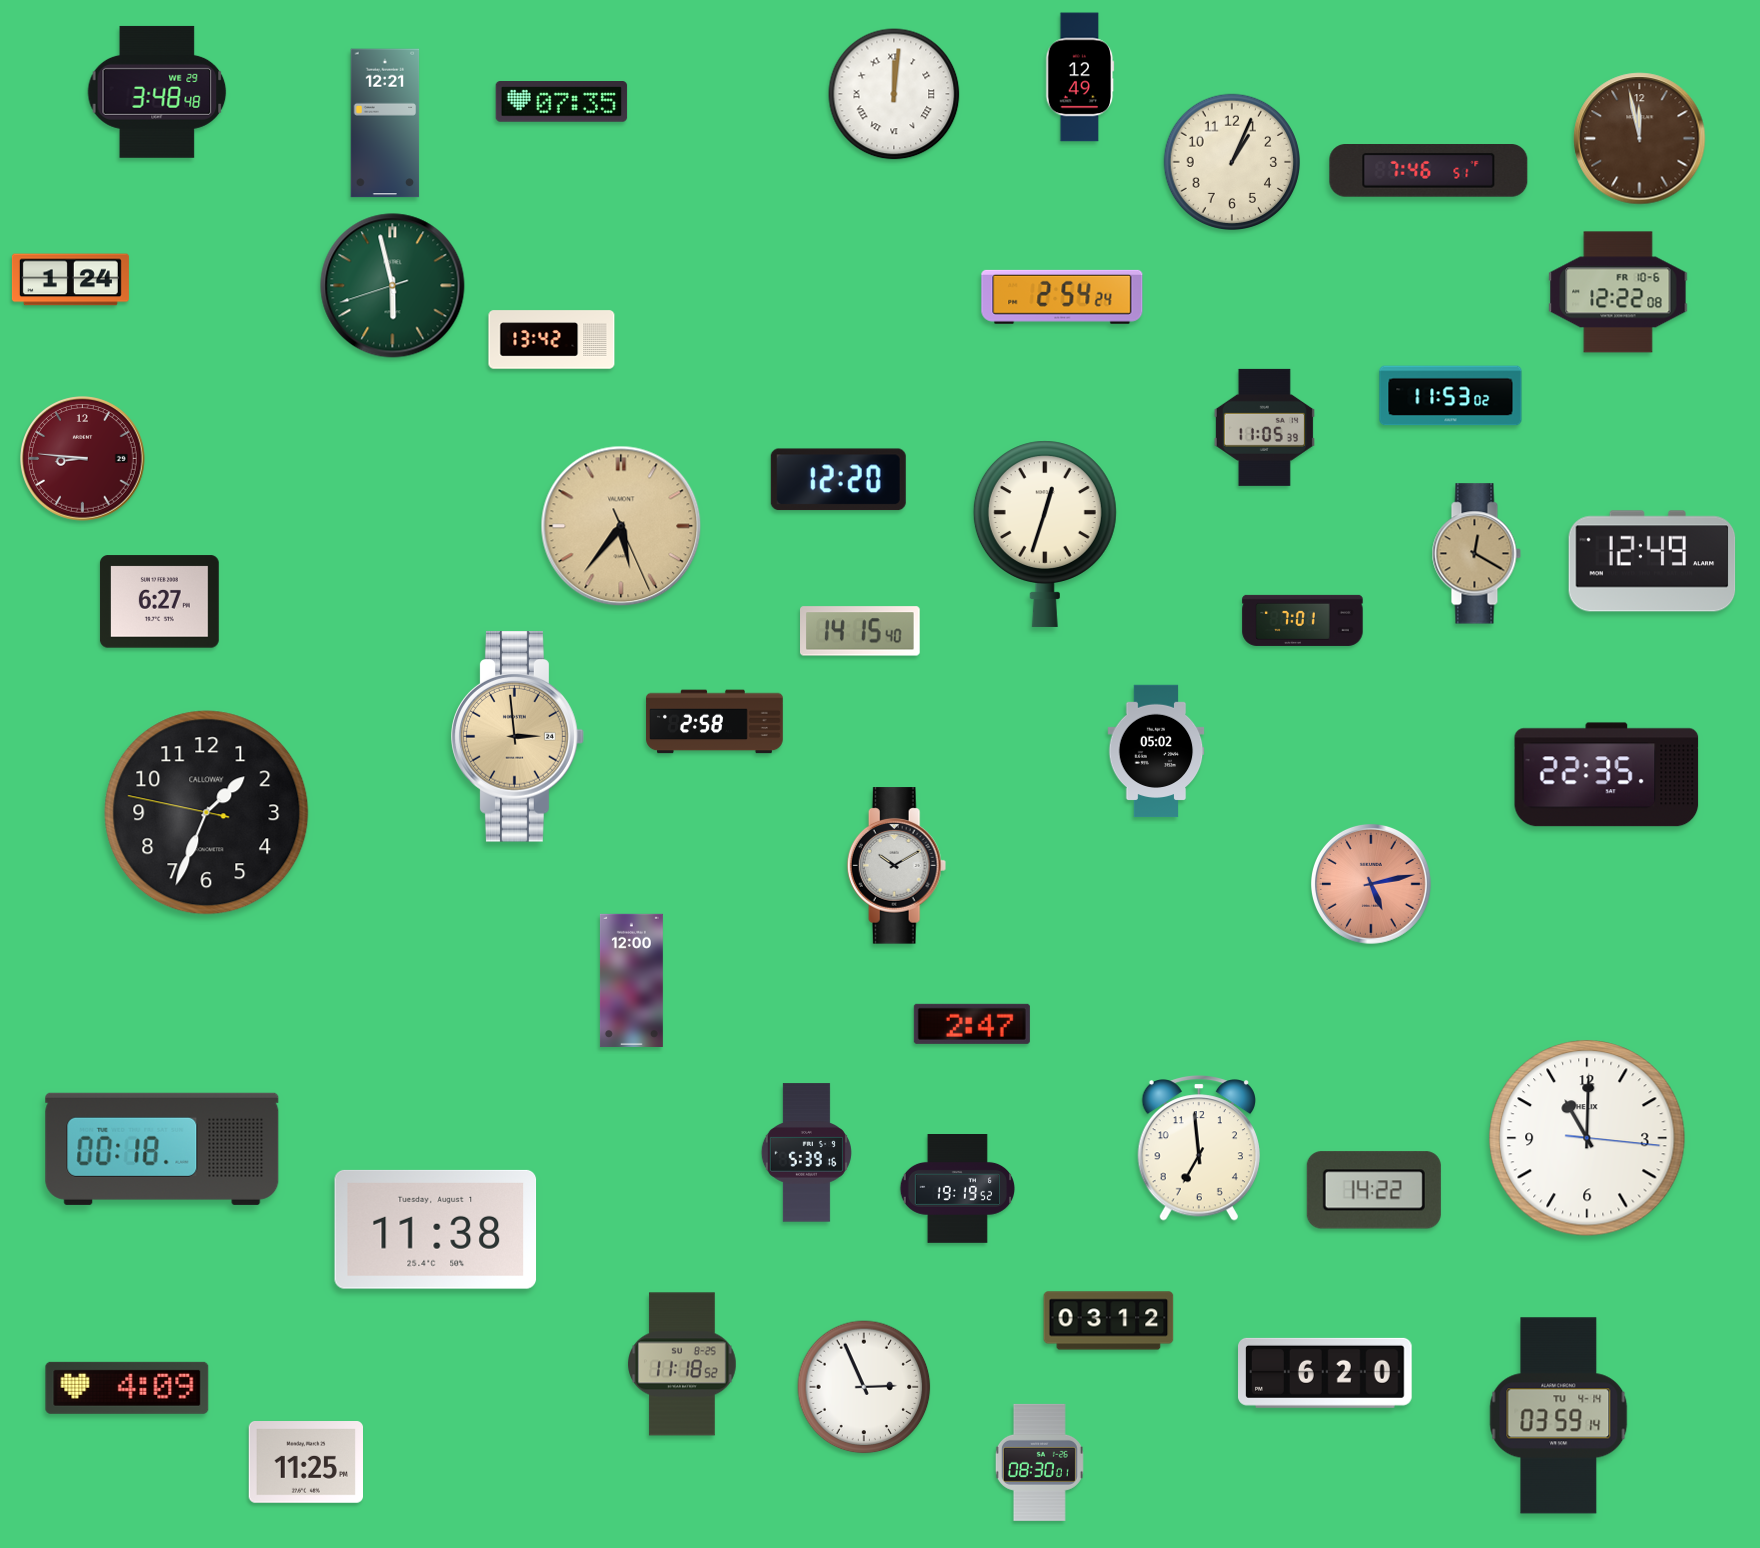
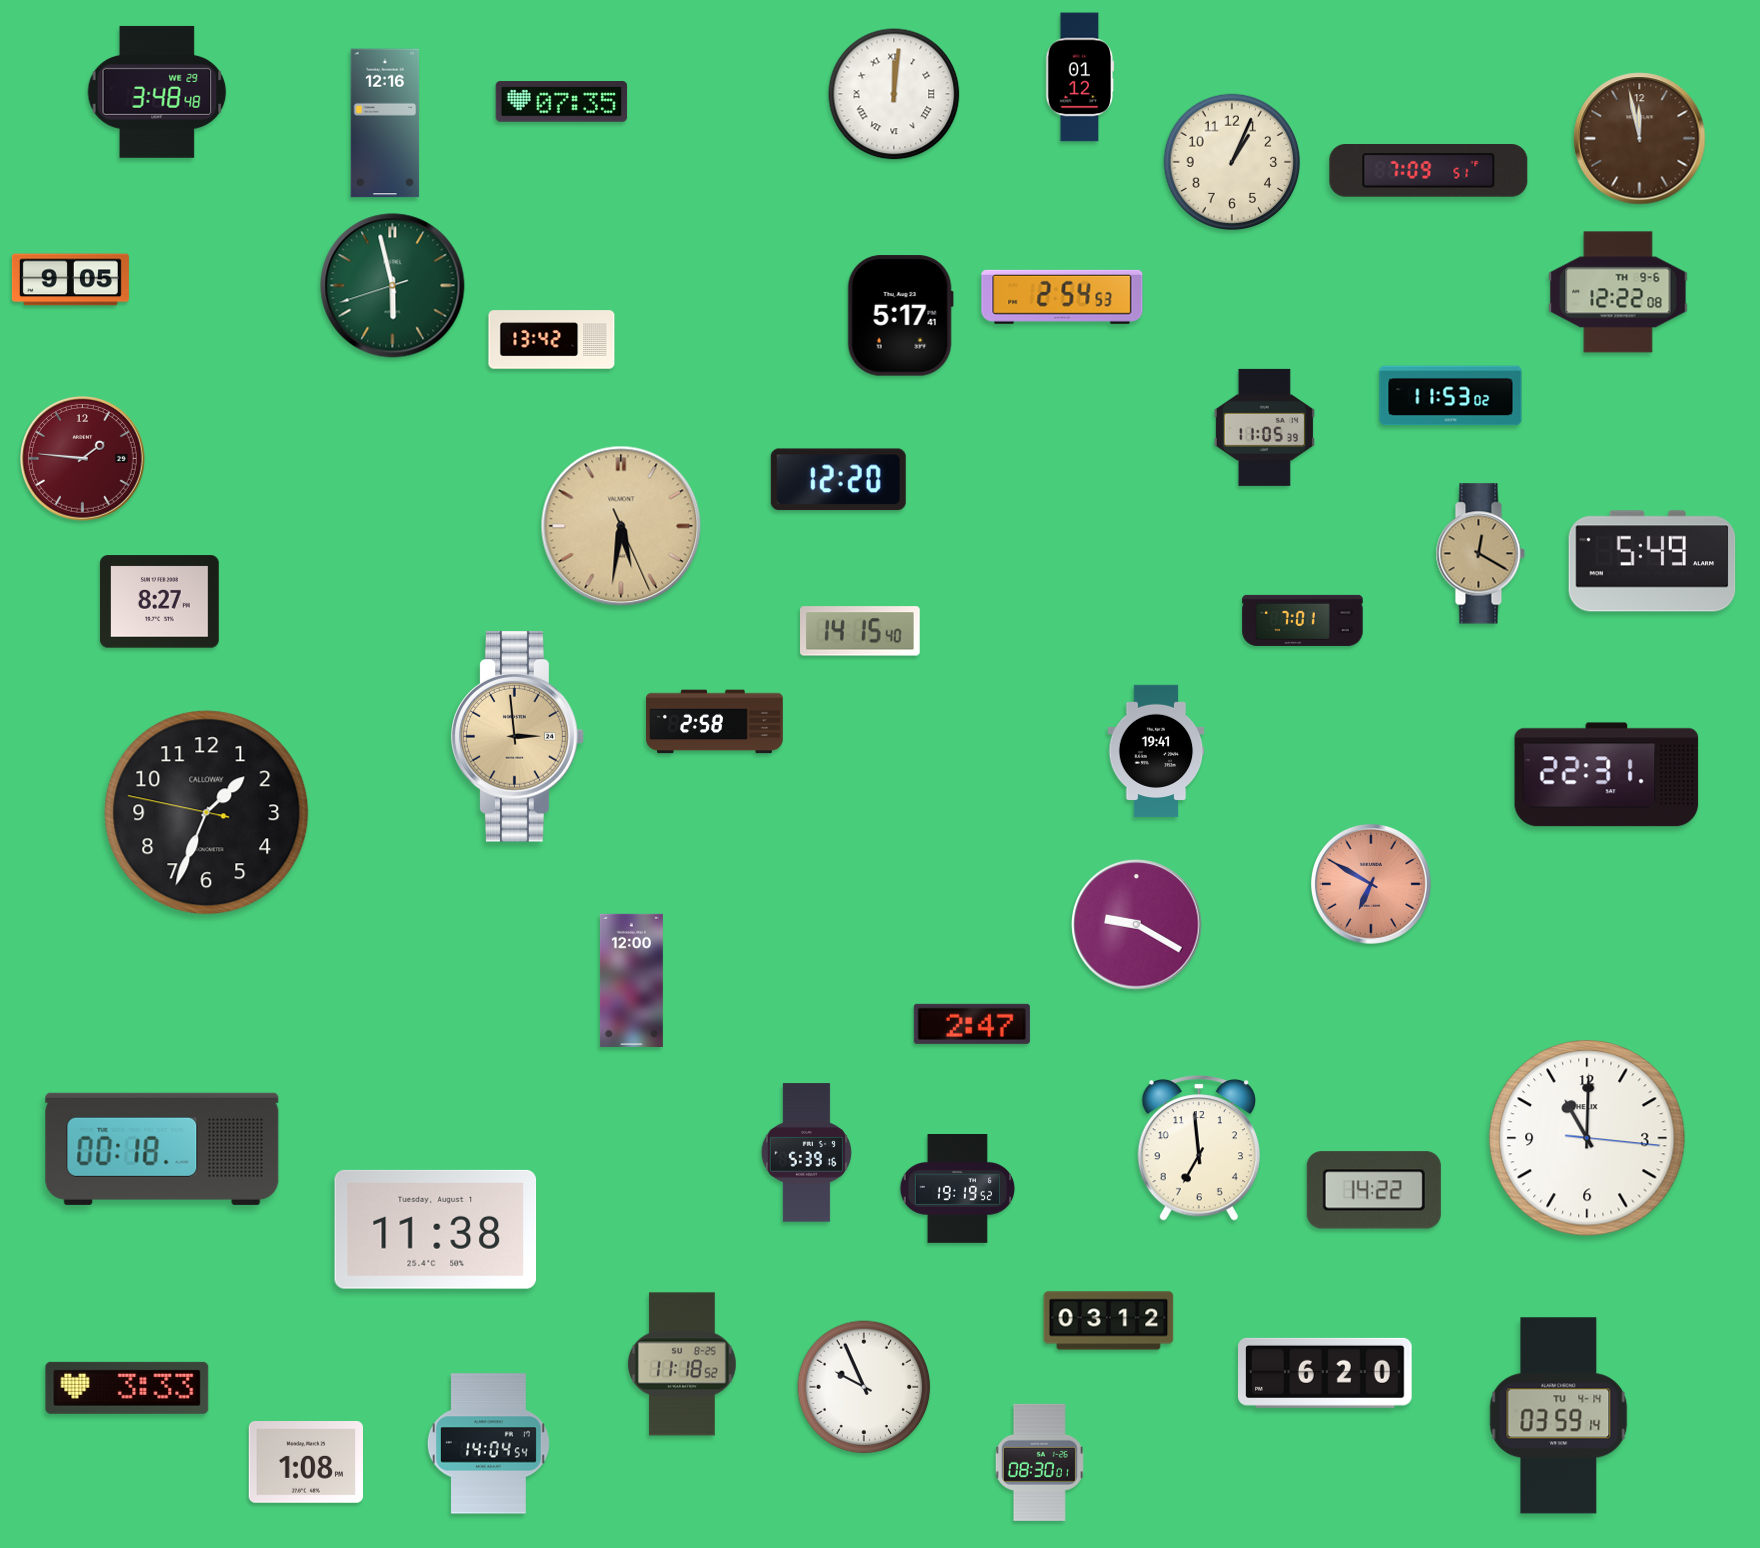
clock at (1080, 77): 12:49 -> 01:12
clock at (385, 123): 12:21 -> 12:16
clock at (1429, 171): 7:46 -> 7:09
clock at (70, 280): 1:24 -> 9:05
clock at (1618, 292) date: FR 10-6 -> TH 9-6
clock at (1062, 297): 2:54:24 -> 2:54:53
clock at (900, 316): none -> 5:17
clock at (83, 459): 8:46 -> 1:46
clock at (621, 526): 5:36 -> 5:31
clock at (1045, 534): 12:33 -> none
clock at (1476, 554) position: (1476, 554) -> (1480, 554)
clock at (1652, 561): 12:49 -> 5:49
clock at (159, 602): 6:27 -> 8:27
clock at (1156, 751): 05:02 -> 19:41
clock at (1607, 775): 22:35 -> 22:31
clock at (897, 866): 10:10 -> none
clock at (1371, 884): 5:13 -> 6:50
clock at (1137, 925): none -> 9:20
clock at (864, 1387): 2:56 -> 9:56
clock at (127, 1388): 4:09 -> 3:33
clock at (488, 1444): none -> 14:04
clock at (305, 1463): 11:25 -> 1:08
